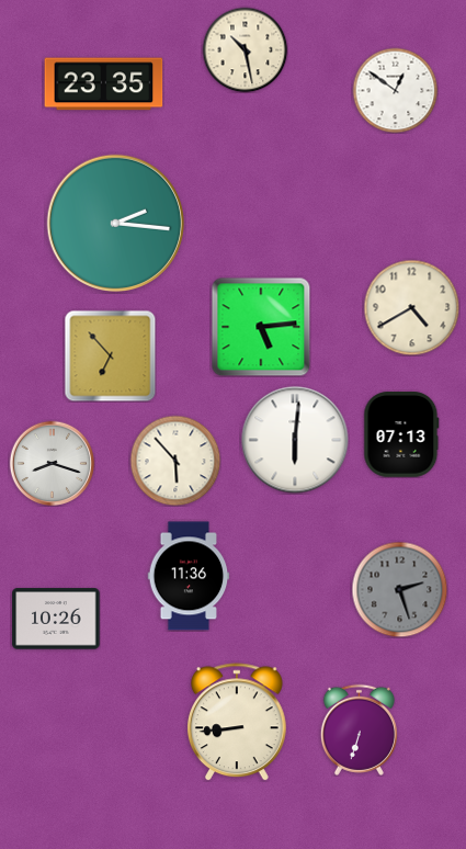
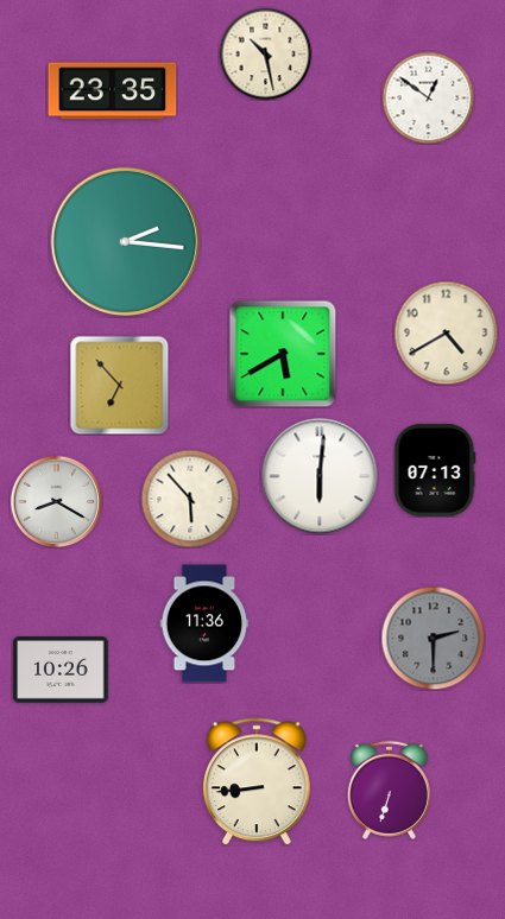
clock at (261, 327): 5:14 -> 5:40
clock at (52, 463): 8:18 -> 8:20
clock at (399, 589): 2:27 -> 2:30
